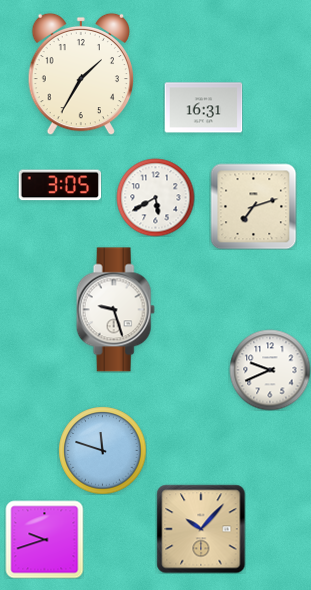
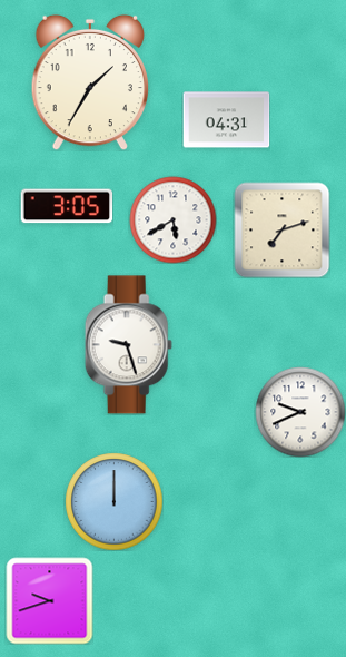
clock at (203, 108): 16:31 -> 04:31
clock at (102, 450): 11:48 -> 12:00
clock at (201, 529): 10:07 -> none
